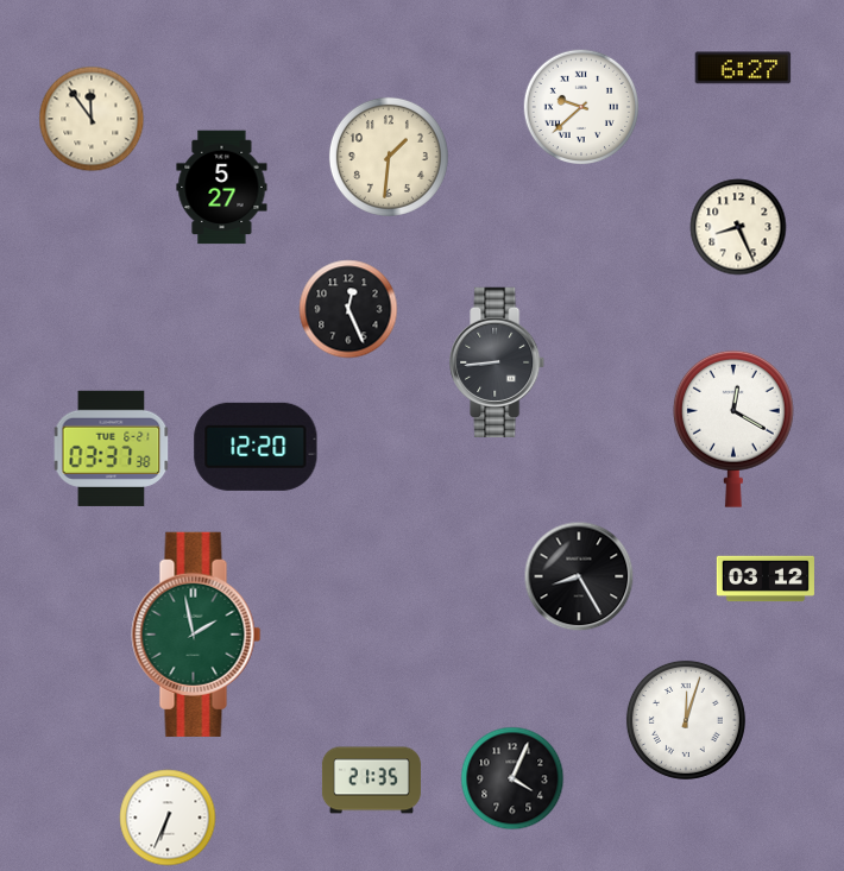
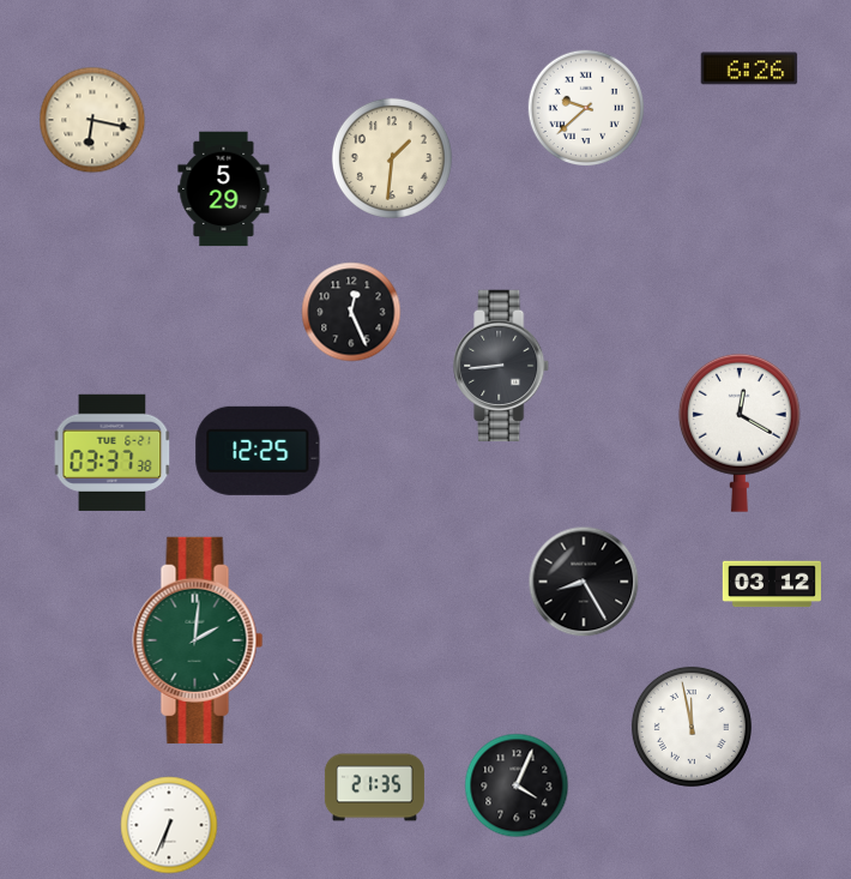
clock at (743, 68): 6:27 -> 6:26
clock at (92, 119): 11:54 -> 6:17
clock at (222, 188): 5:27 -> 5:29
clock at (738, 227): 8:26 -> none
clock at (256, 447): 12:20 -> 12:25
clock at (196, 635): 1:58 -> 2:01
clock at (686, 720): 12:03 -> 11:58
